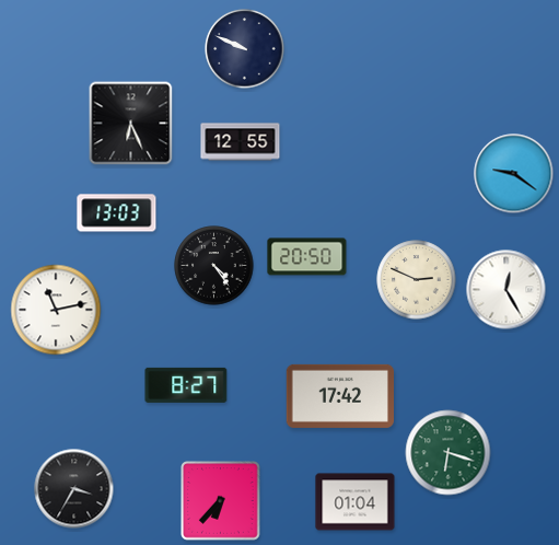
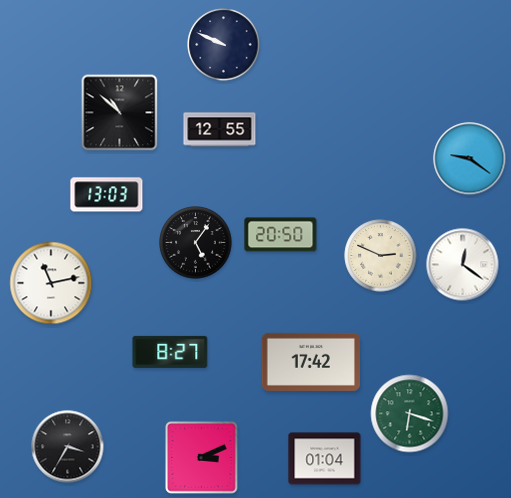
clock at (131, 124): 6:26 -> 10:52
clock at (214, 266): 4:24 -> 5:06
clock at (506, 290): 12:25 -> 12:21
clock at (221, 501): 6:37 -> 3:11
